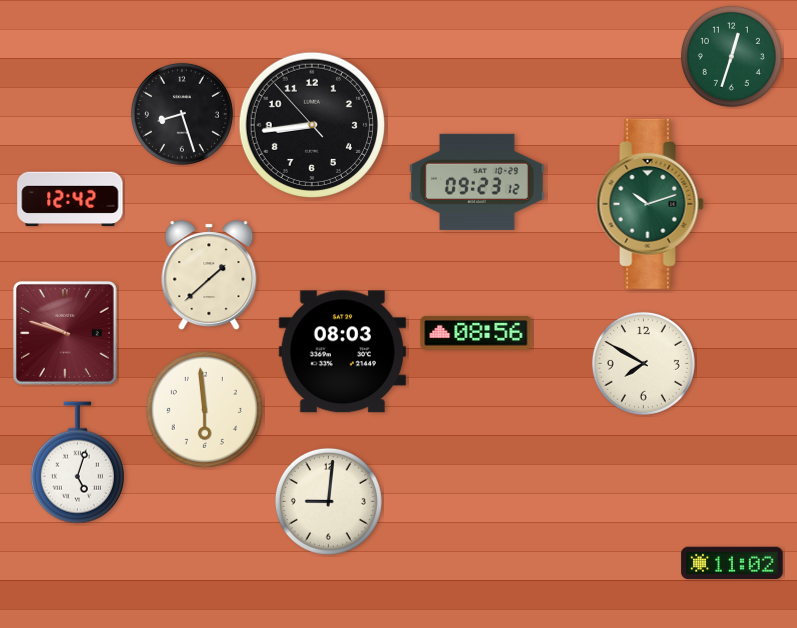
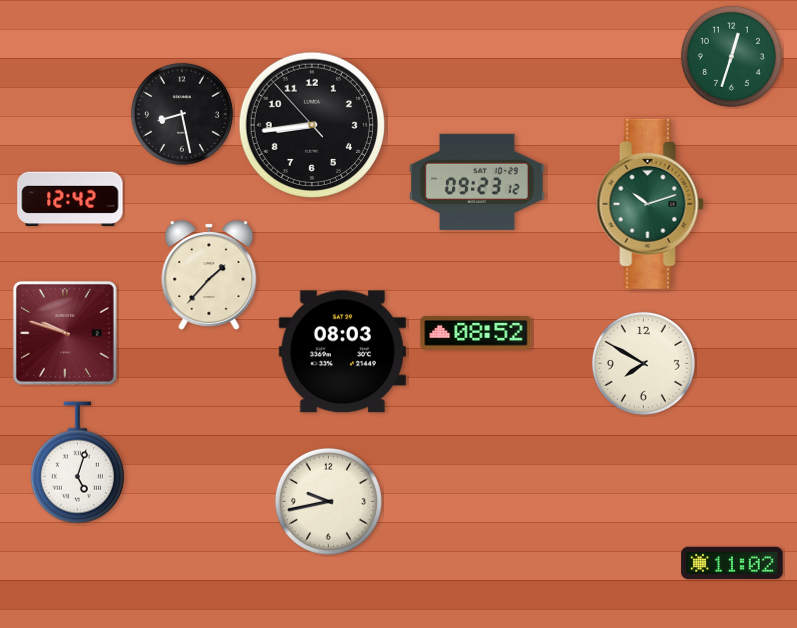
clock at (182, 114): 8:27 -> 8:28
clock at (209, 276): 1:38 -> 1:37
clock at (476, 333): 08:56 -> 08:52
clock at (204, 409): 5:59 -> none
clock at (328, 501): 9:01 -> 9:43
